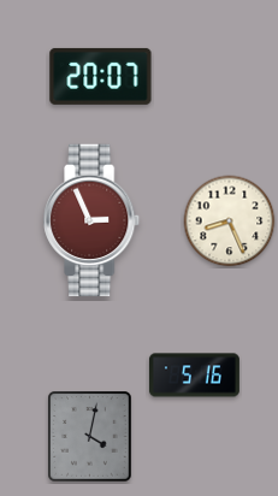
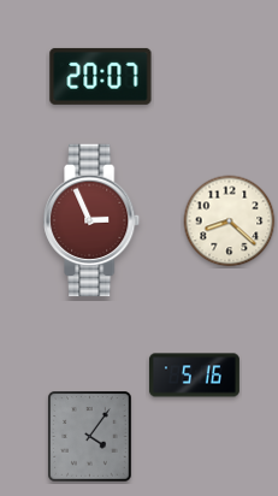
clock at (230, 222): 8:26 -> 8:22
clock at (90, 437): 4:02 -> 4:06
